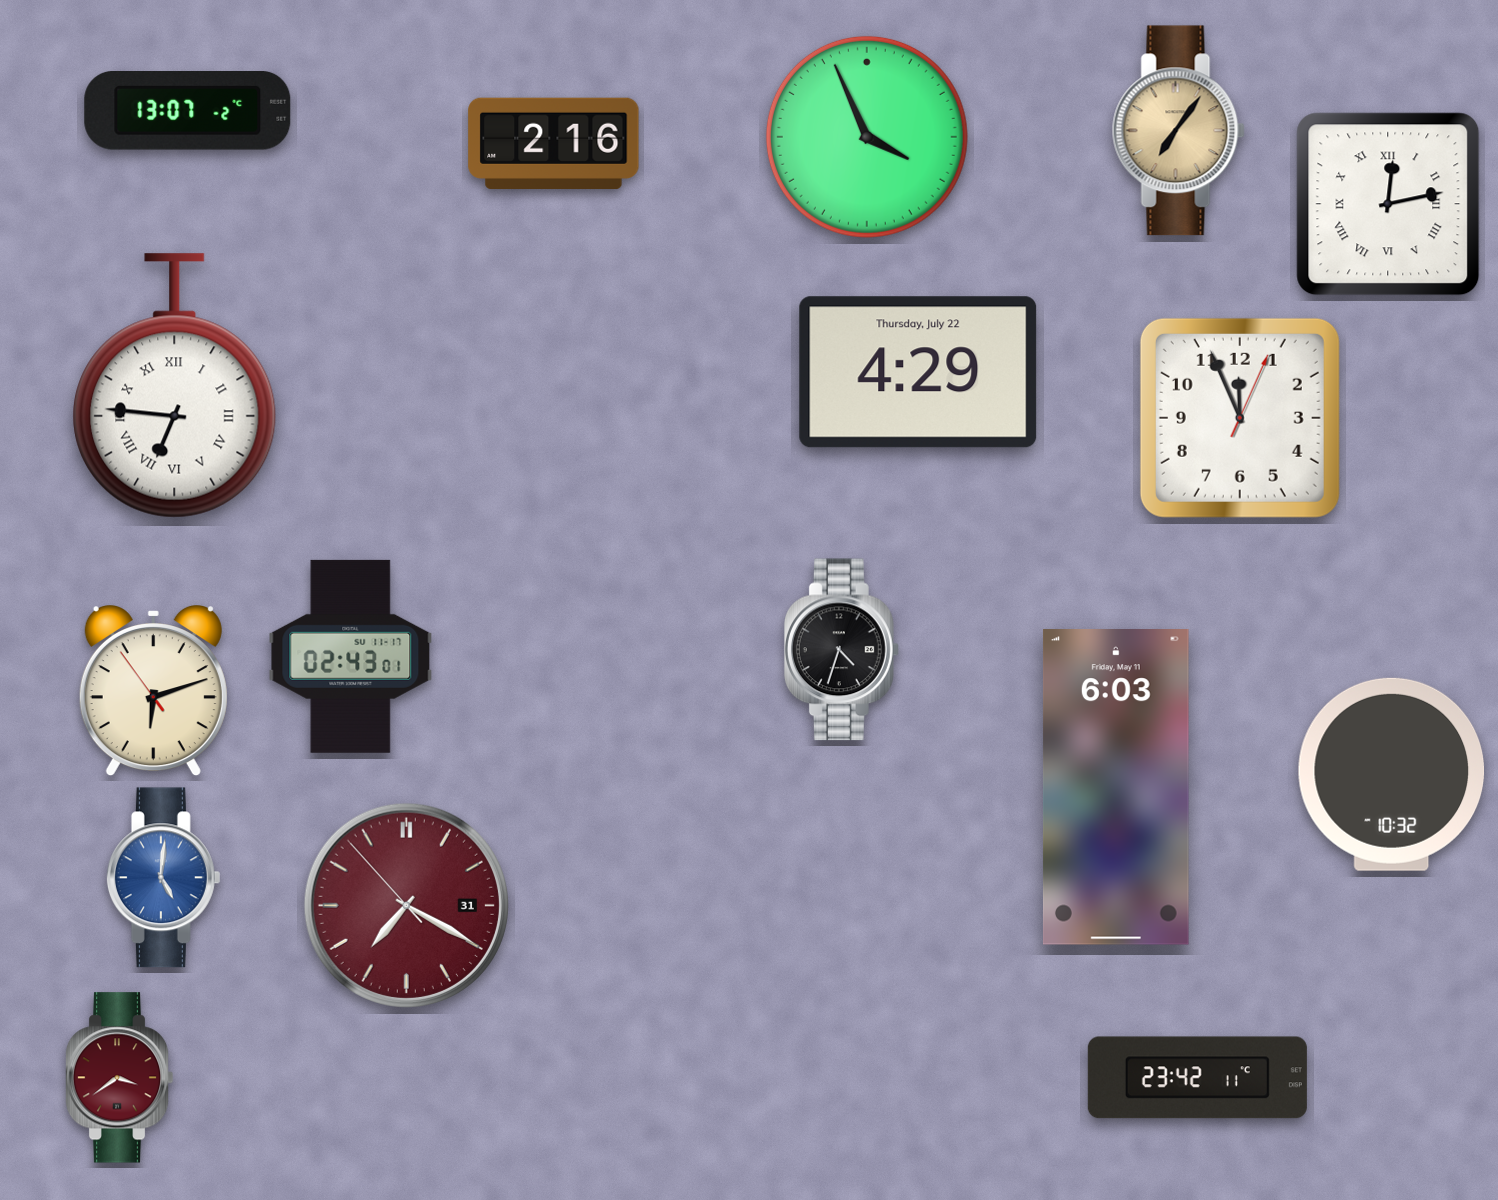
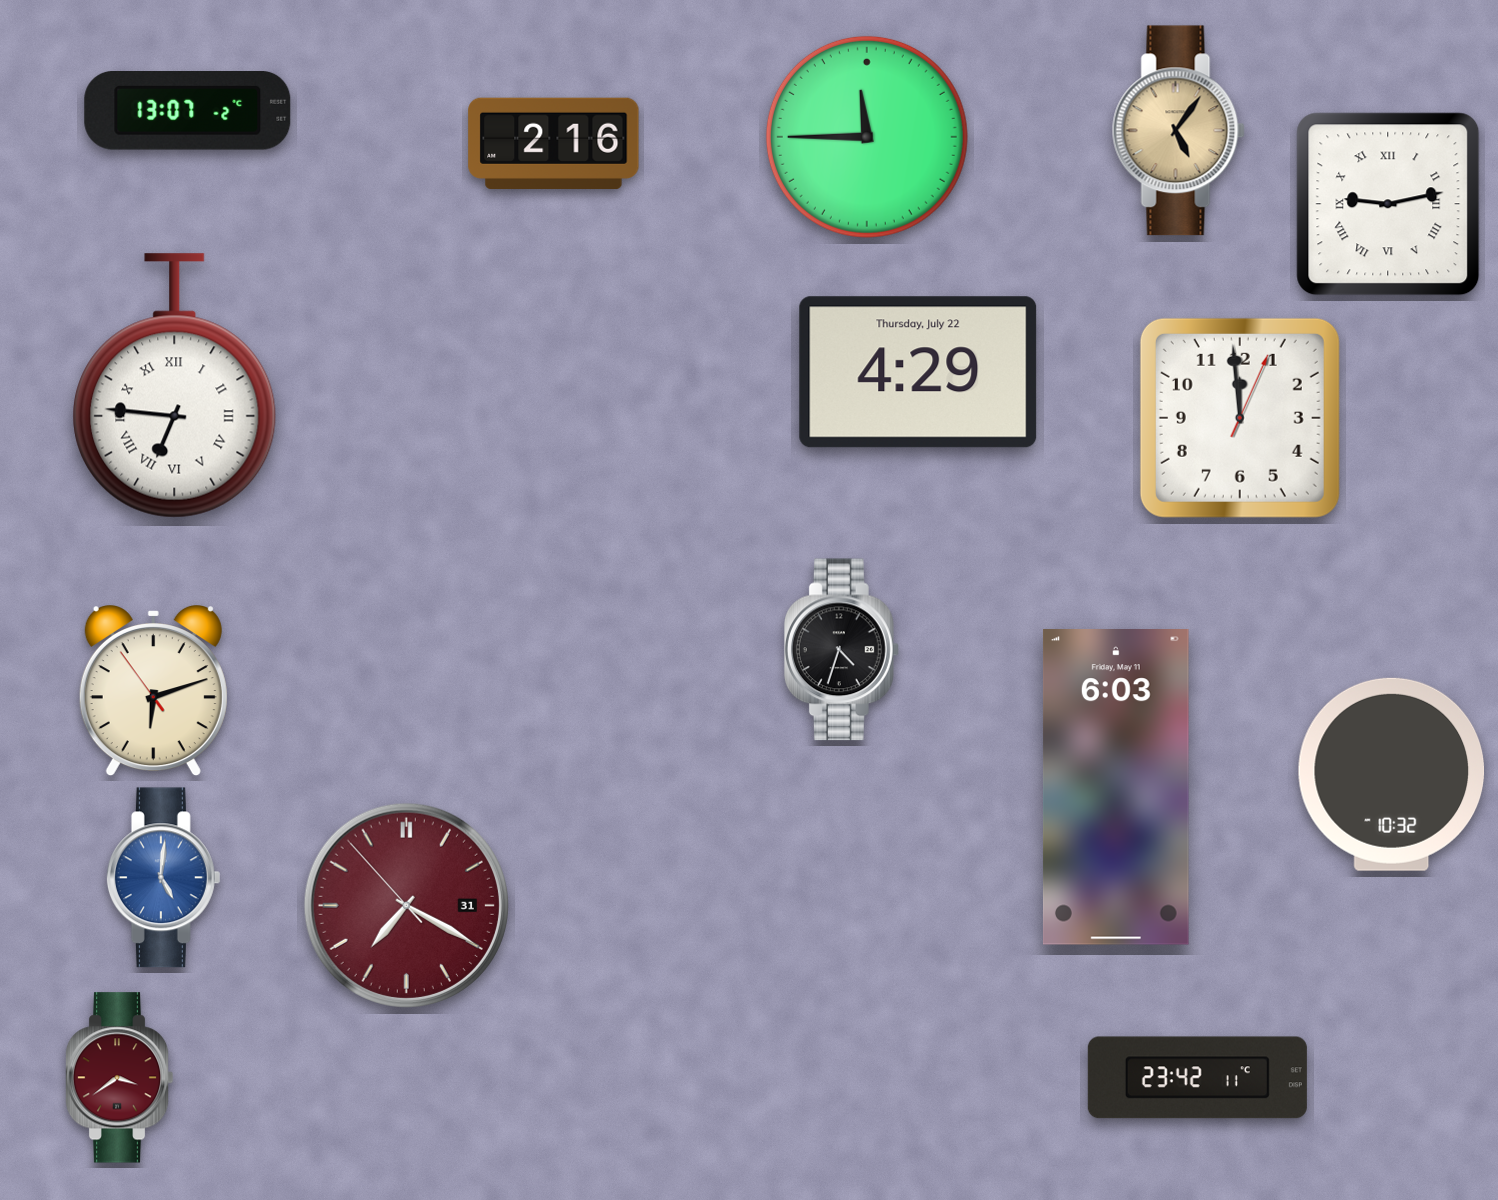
clock at (1178, 131): 7:06 -> 5:06
clock at (867, 137): 3:56 -> 11:45
clock at (1388, 204): 12:13 -> 9:13
clock at (1240, 418): 11:56 -> 11:59
clock at (351, 656): 02:43 -> none
